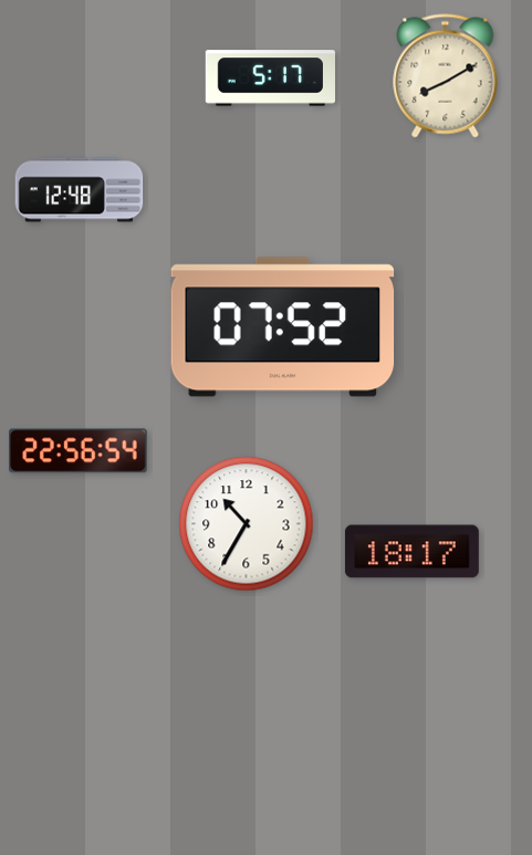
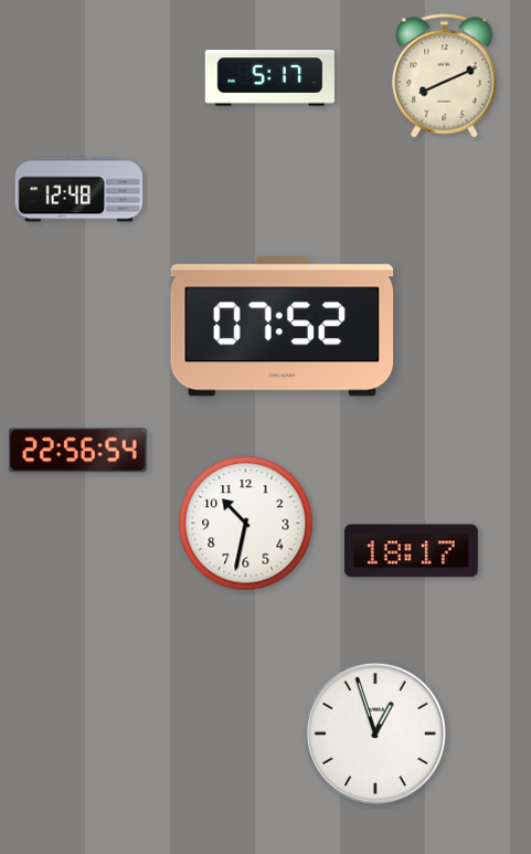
clock at (446, 76): 8:10 -> 8:11
clock at (247, 524): 10:35 -> 10:32
clock at (375, 734): none -> 12:57
